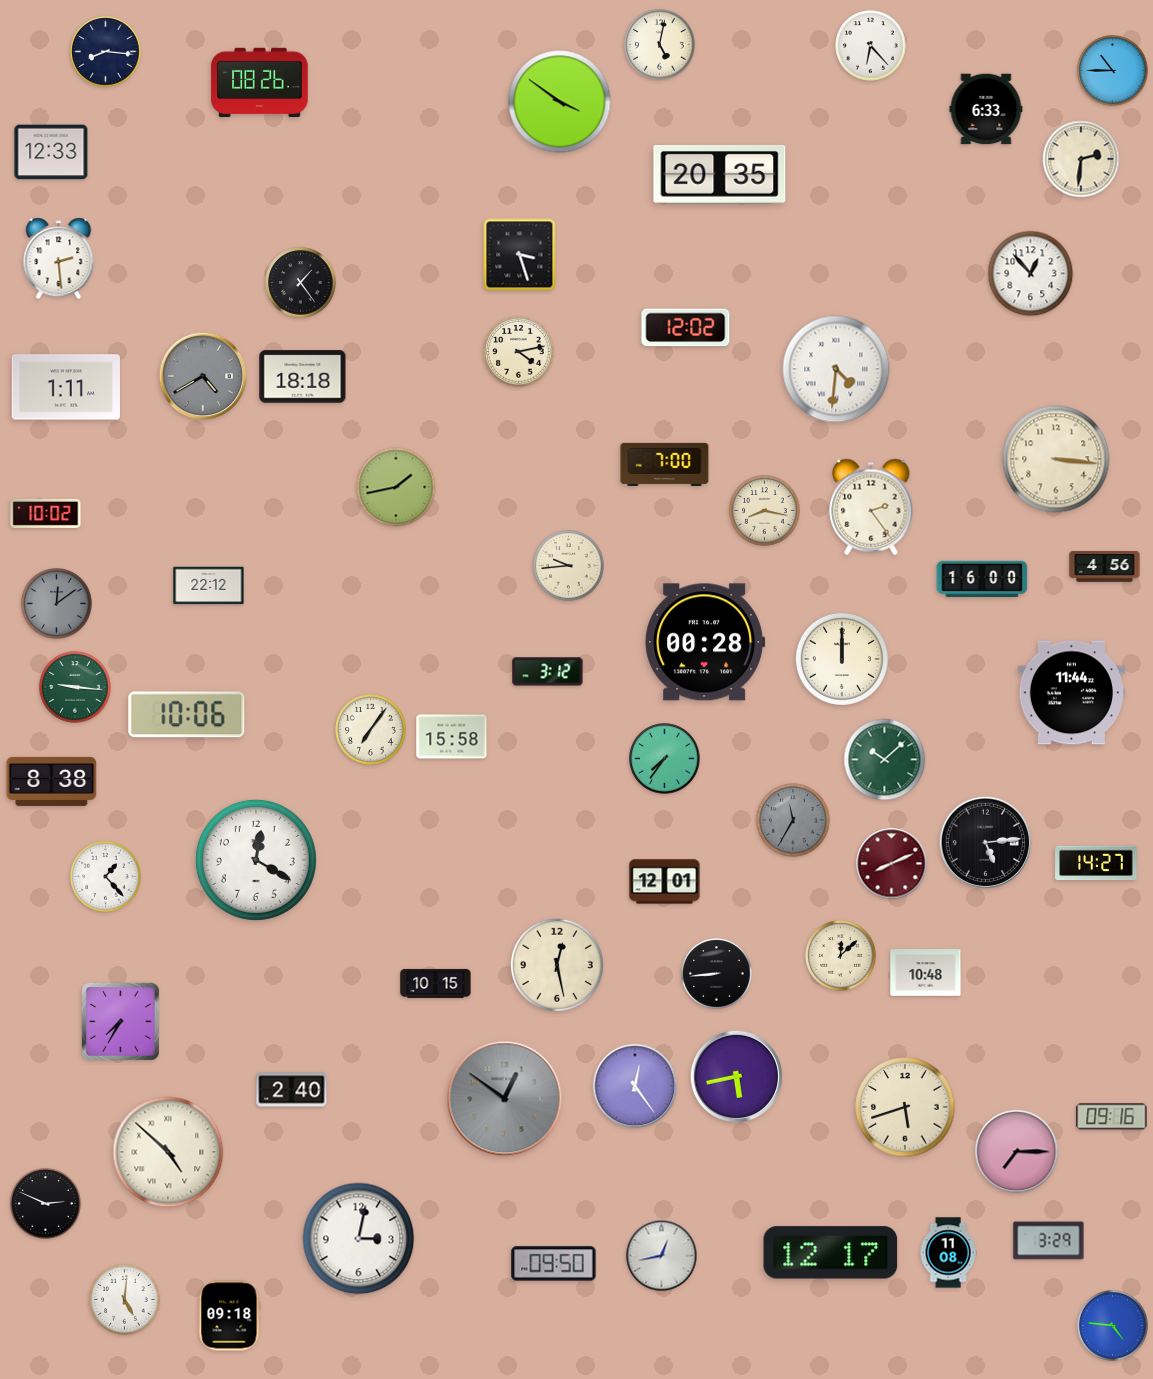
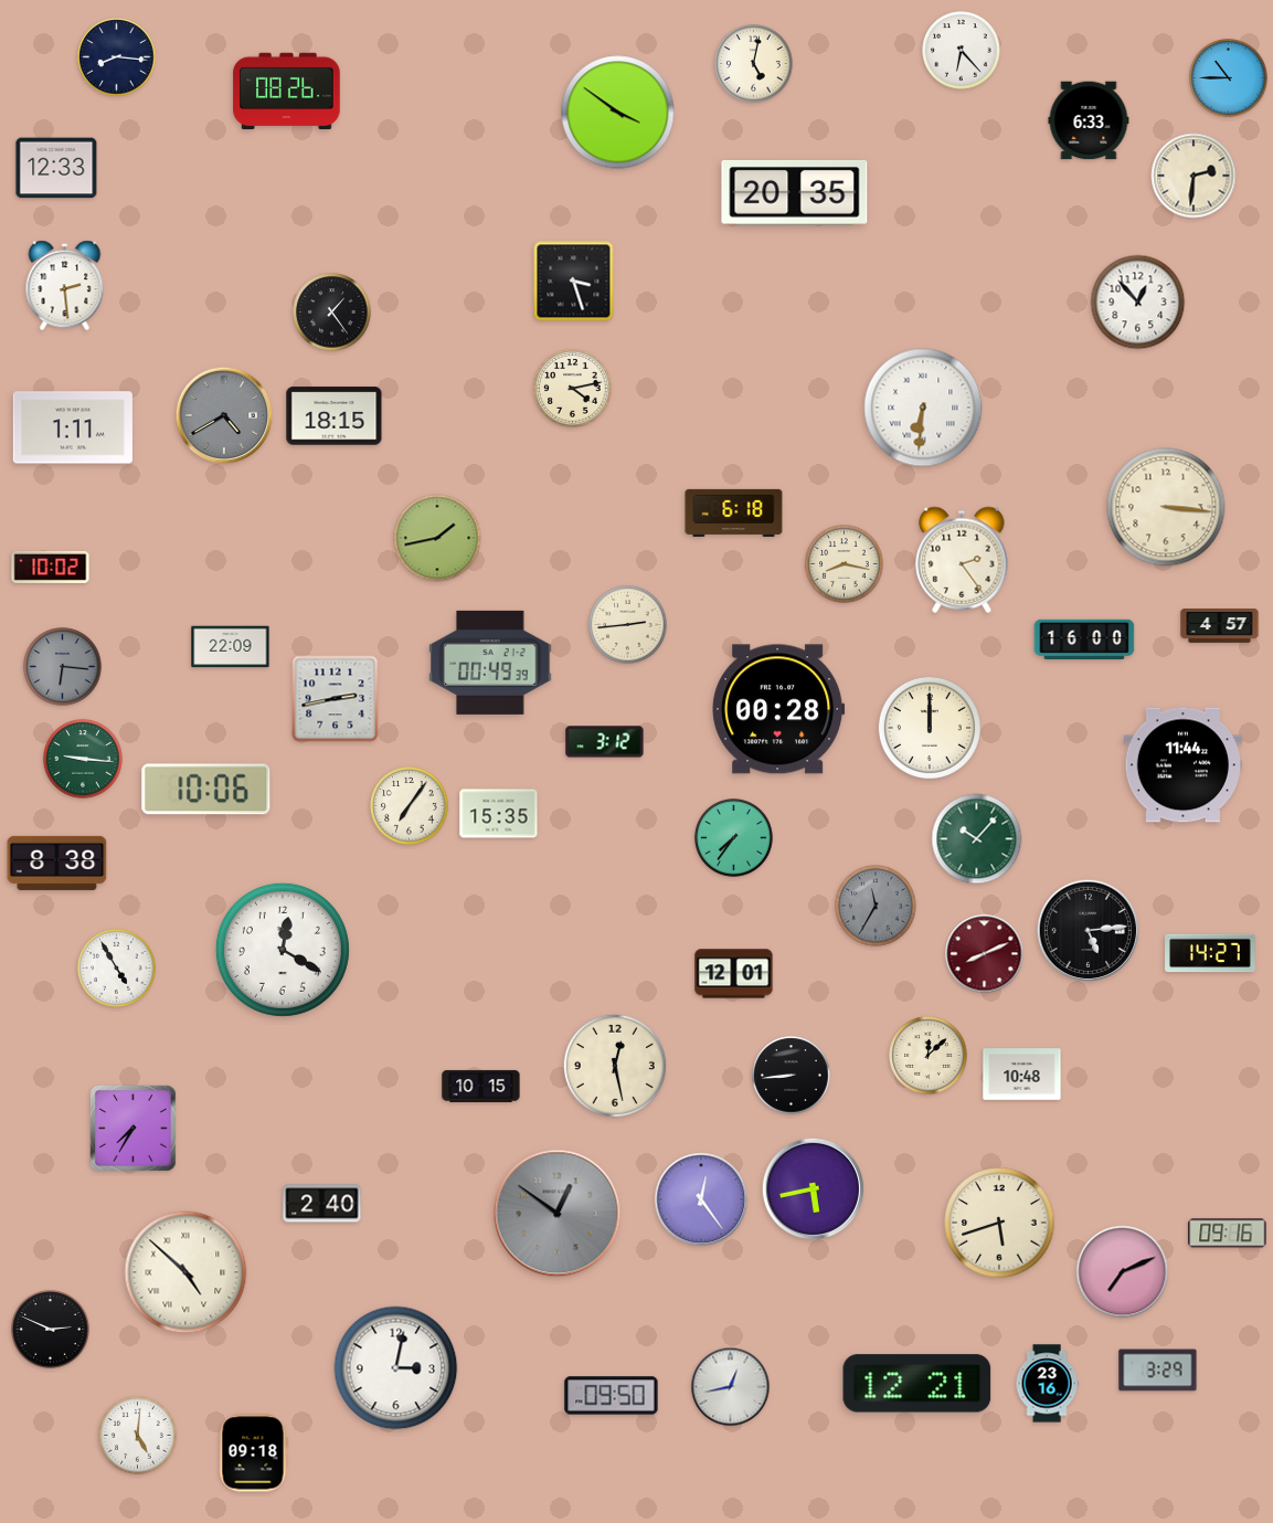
clock at (660, 45) position: (660, 45) -> (754, 64)
clock at (686, 328): 12:02 -> none
clock at (836, 369): 4:31 -> 6:31
clock at (303, 377): 18:18 -> 18:15
clock at (665, 464): 7:00 -> 6:18
clock at (569, 566): 9:44 -> 2:44
clock at (1105, 567): 4:56 -> 4:57
clock at (209, 586): 22:12 -> 22:09
clock at (490, 663): none -> 00:49
clock at (57, 604): 12:09 -> 6:16
clock at (336, 699): none -> 2:43
clock at (452, 737): 15:58 -> 15:35
clock at (885, 760): 10:08 -> 10:07
clock at (106, 877): 1:23 -> 4:55
clock at (1017, 1152): 7:15 -> 7:11
clock at (831, 1253): 12:17 -> 12:21
clock at (948, 1253): 11:08 -> 23:16
clock at (1113, 1326): 4:46 -> none
